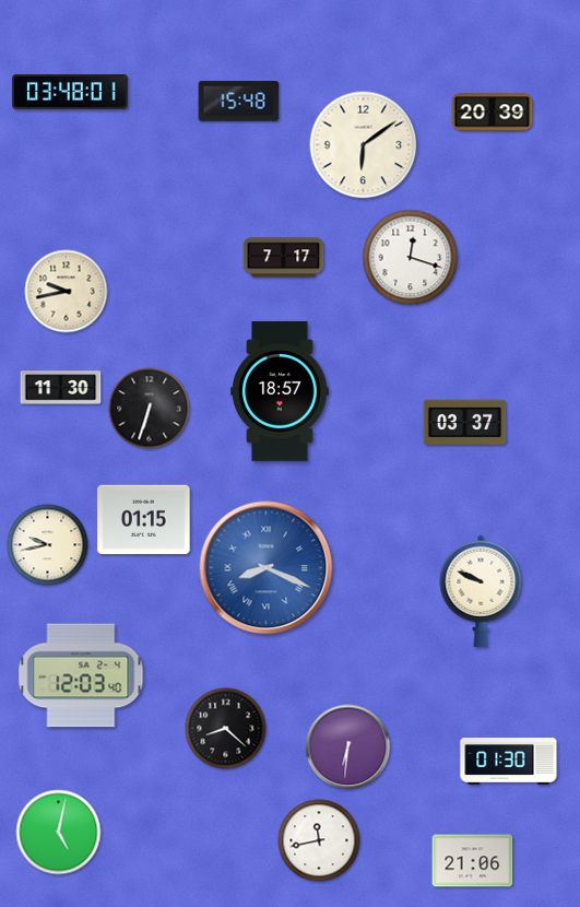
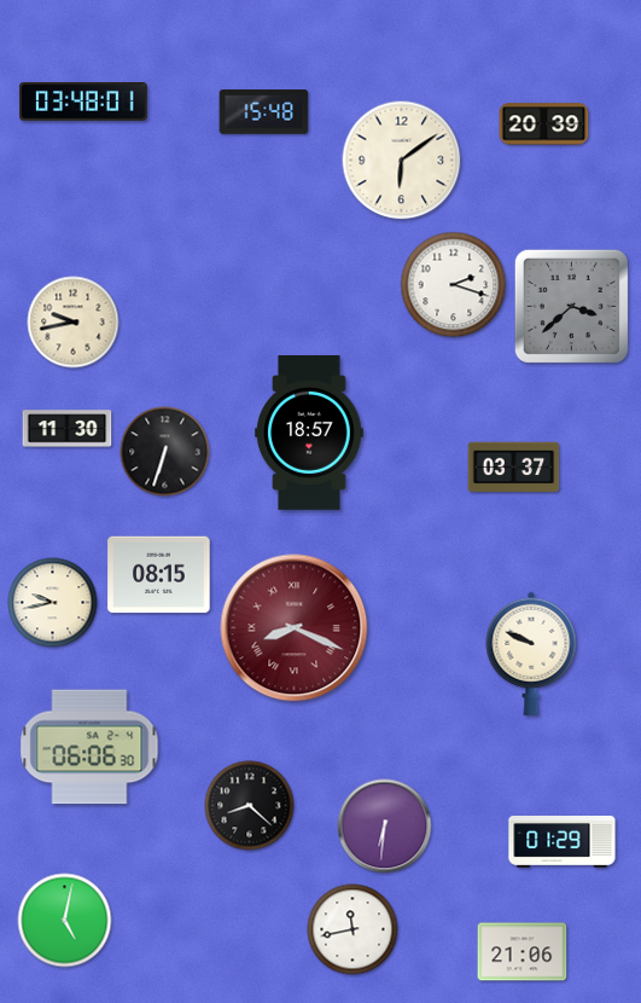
clock at (70, 92) position: (70, 92) -> (83, 102)
clock at (284, 258): 7:17 -> none
clock at (411, 258): 12:18 -> 2:18
clock at (571, 306): none -> 3:38
clock at (144, 520): 01:15 -> 08:15
clock at (267, 568) dial: blue -> burgundy
clock at (81, 675): 12:03 -> 06:06
clock at (509, 762): 01:30 -> 01:29
